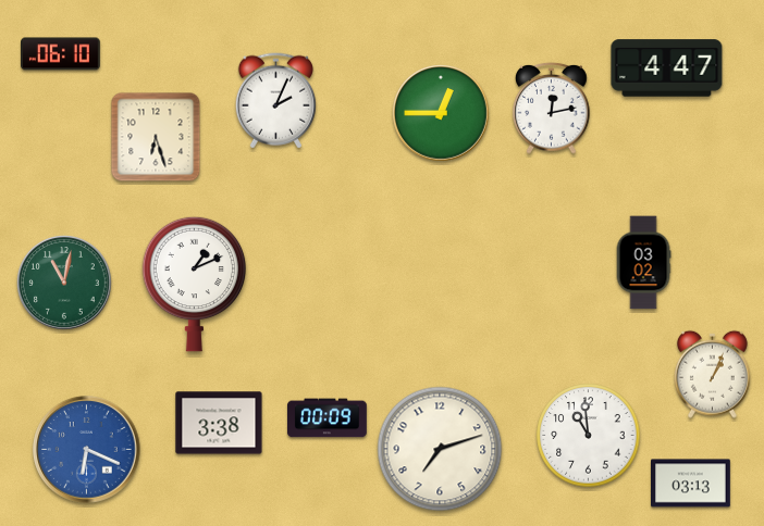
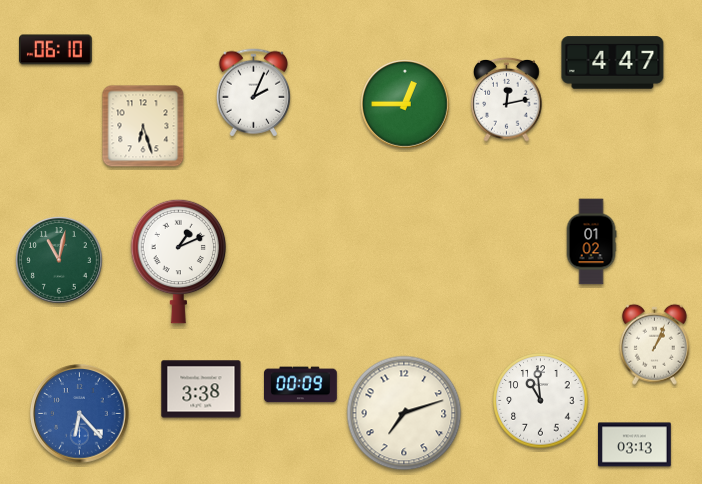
clock at (643, 263): 03:02 -> 01:02
clock at (87, 450): 6:19 -> 6:23
